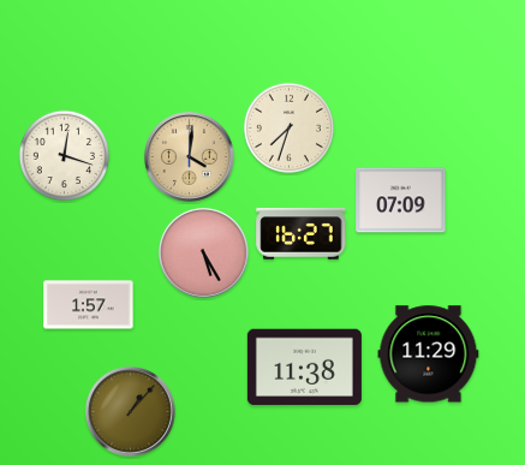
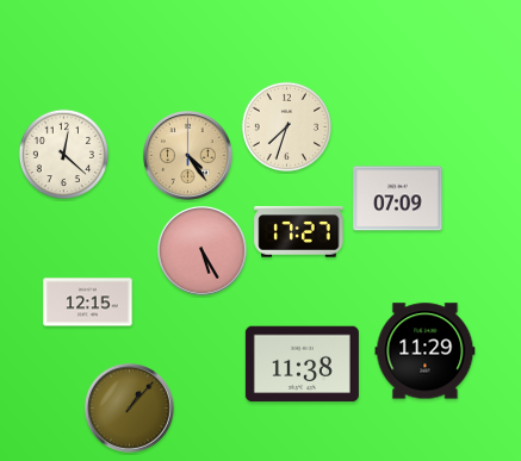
clock at (64, 155): 12:18 -> 12:22
clock at (190, 157): 4:01 -> 4:24
clock at (302, 234): 16:27 -> 17:27
clock at (89, 305): 1:57 -> 12:15
